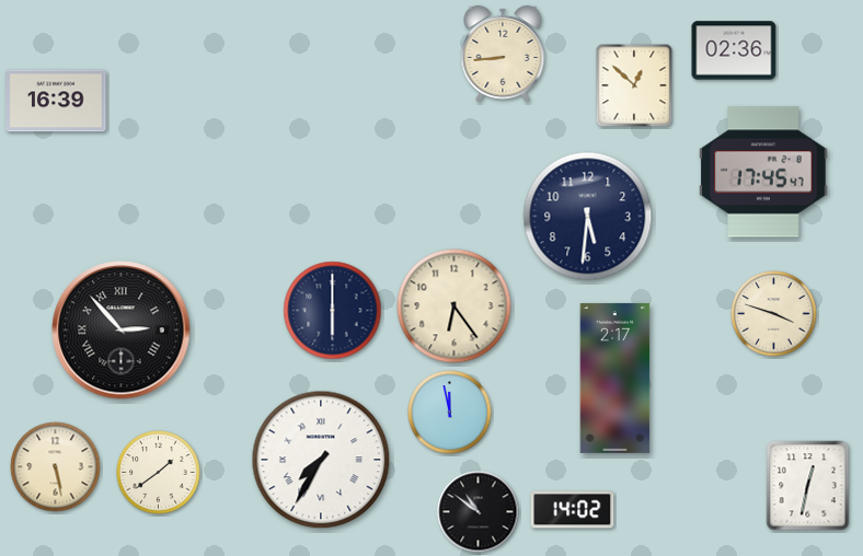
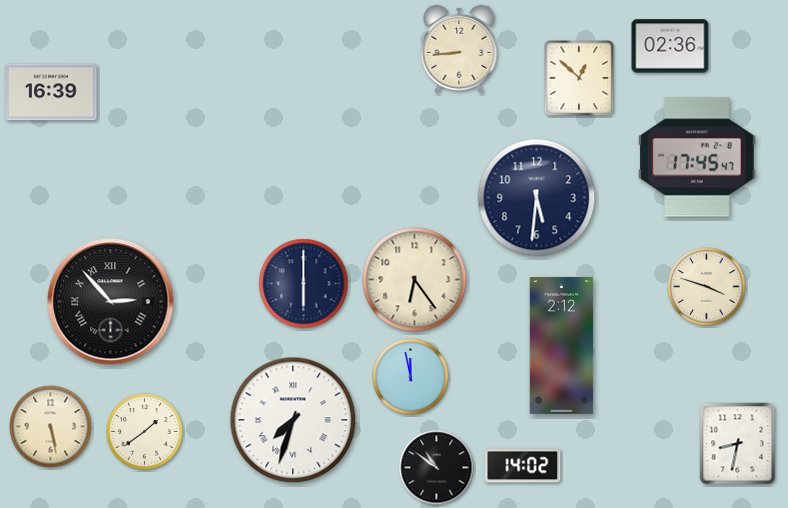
clock at (615, 378): 2:17 -> 2:12
clock at (321, 460): 7:35 -> 7:33
clock at (808, 486): 12:32 -> 8:32
